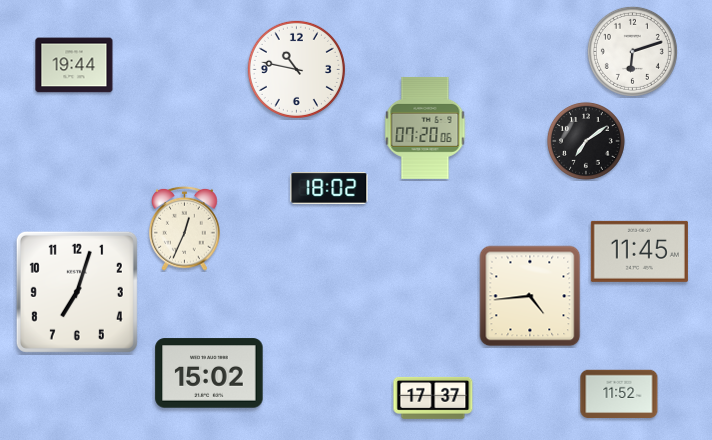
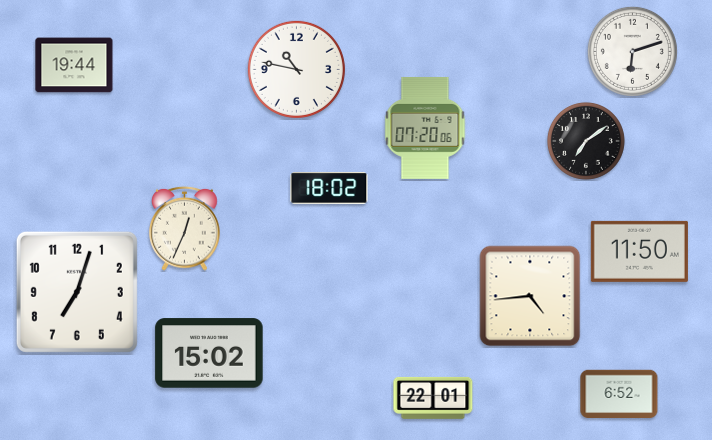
clock at (639, 251): 11:45 -> 11:50
clock at (209, 373) position: (209, 373) -> (209, 353)
clock at (619, 394): 11:52 -> 6:52
clock at (433, 398): 17:37 -> 22:01
